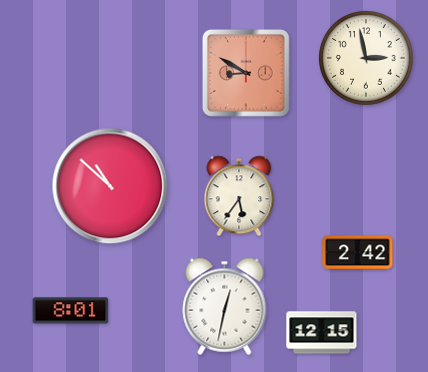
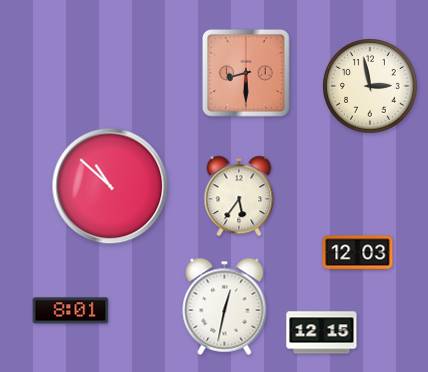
clock at (367, 59) position: (367, 59) -> (371, 87)
clock at (246, 73): 8:50 -> 8:30
clock at (358, 253): 2:42 -> 12:03
